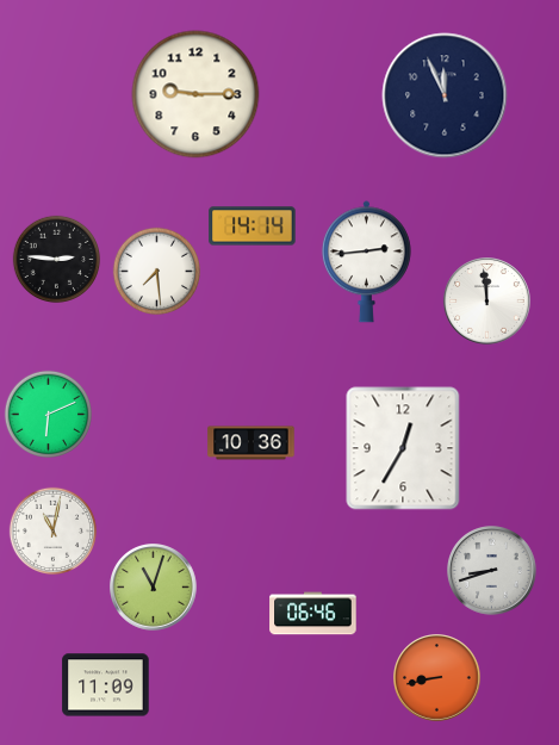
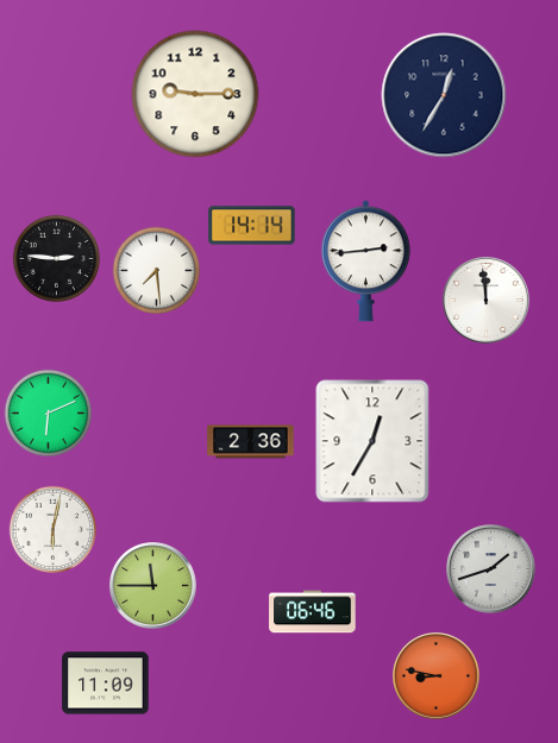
clock at (445, 95): 11:56 -> 12:35
clock at (251, 443): 10:36 -> 2:36
clock at (403, 448) position: (403, 448) -> (372, 441)
clock at (52, 530): 11:02 -> 6:02
clock at (492, 571): 8:42 -> 1:42
clock at (154, 588): 11:03 -> 11:45
clock at (437, 678): 8:43 -> 8:47
